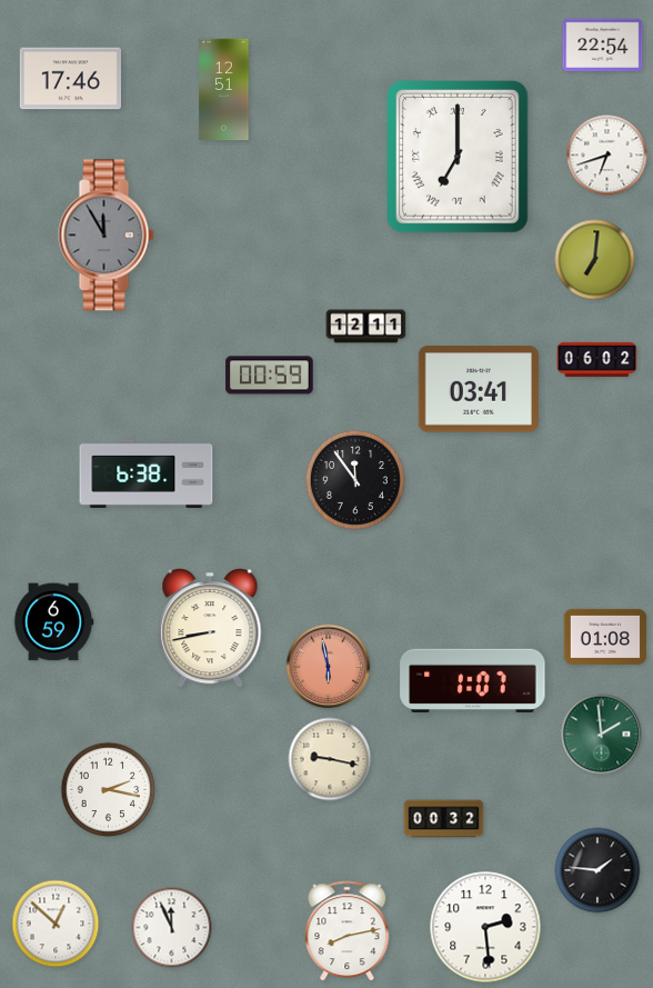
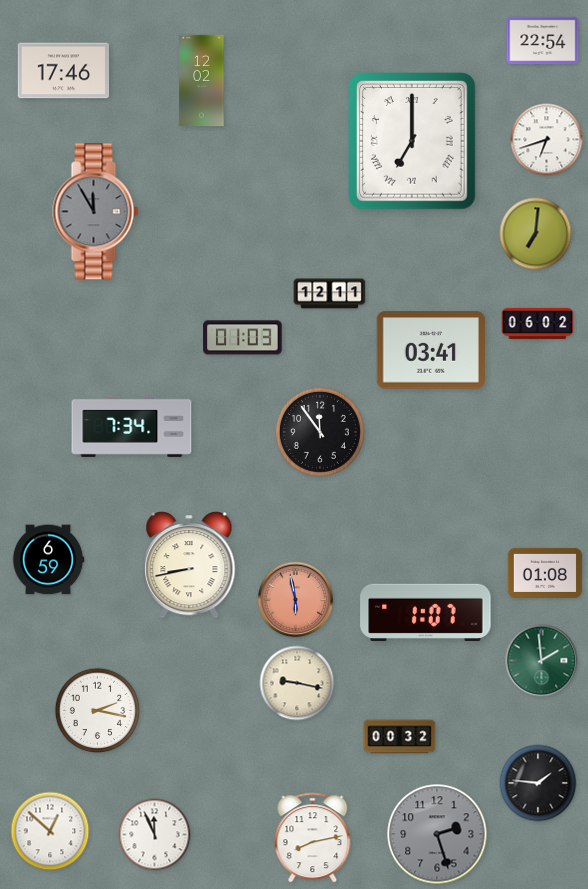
clock at (224, 90): 12:51 -> 12:02
clock at (270, 376): 00:59 -> 01:03
clock at (147, 473): 6:38 -> 7:34
clock at (485, 927): 2:29 -> 2:27
clock at (485, 927) dial: white -> grey
